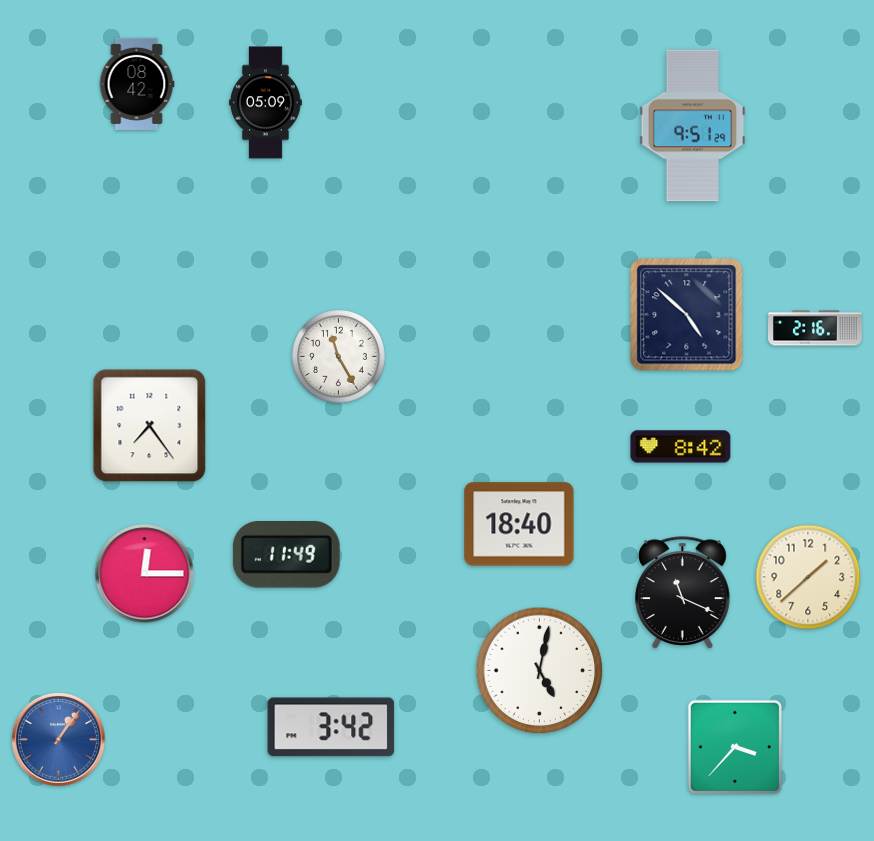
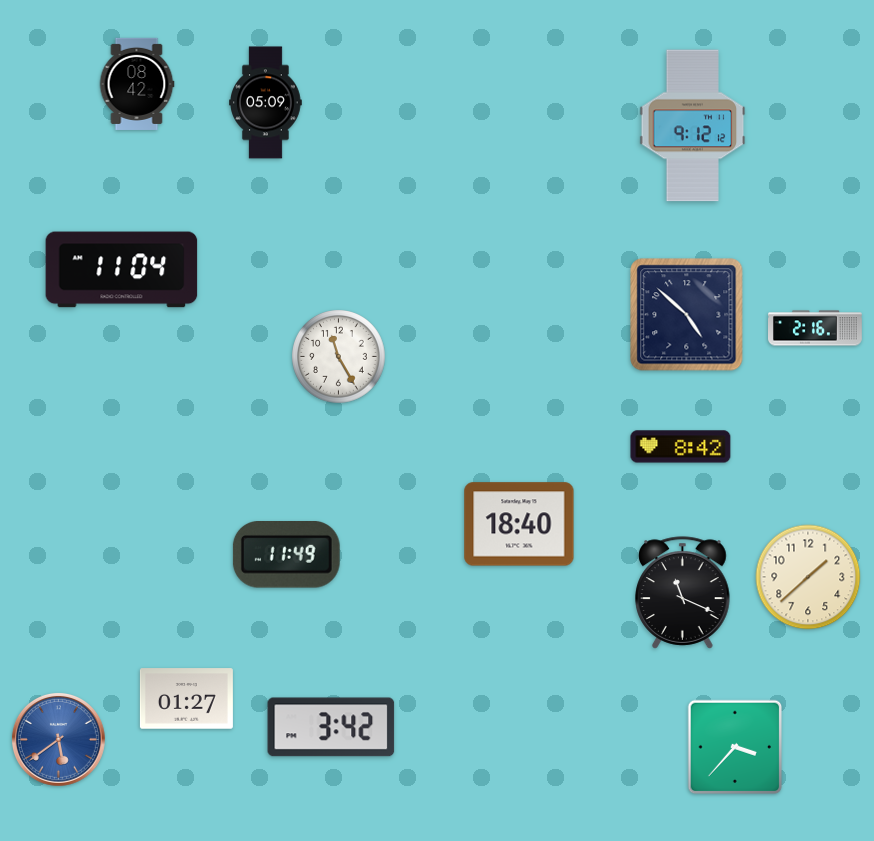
clock at (693, 126): 9:51 -> 9:12
clock at (122, 270): none -> 11:04
clock at (150, 426): 7:24 -> none
clock at (145, 574): 12:15 -> none
clock at (540, 671): 5:02 -> none
clock at (186, 699): none -> 01:27
clock at (58, 739): 1:06 -> 5:39
